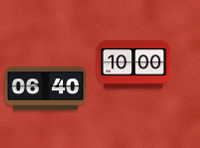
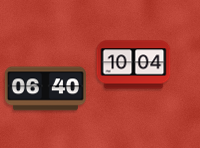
clock at (134, 65): 10:00 -> 10:04
